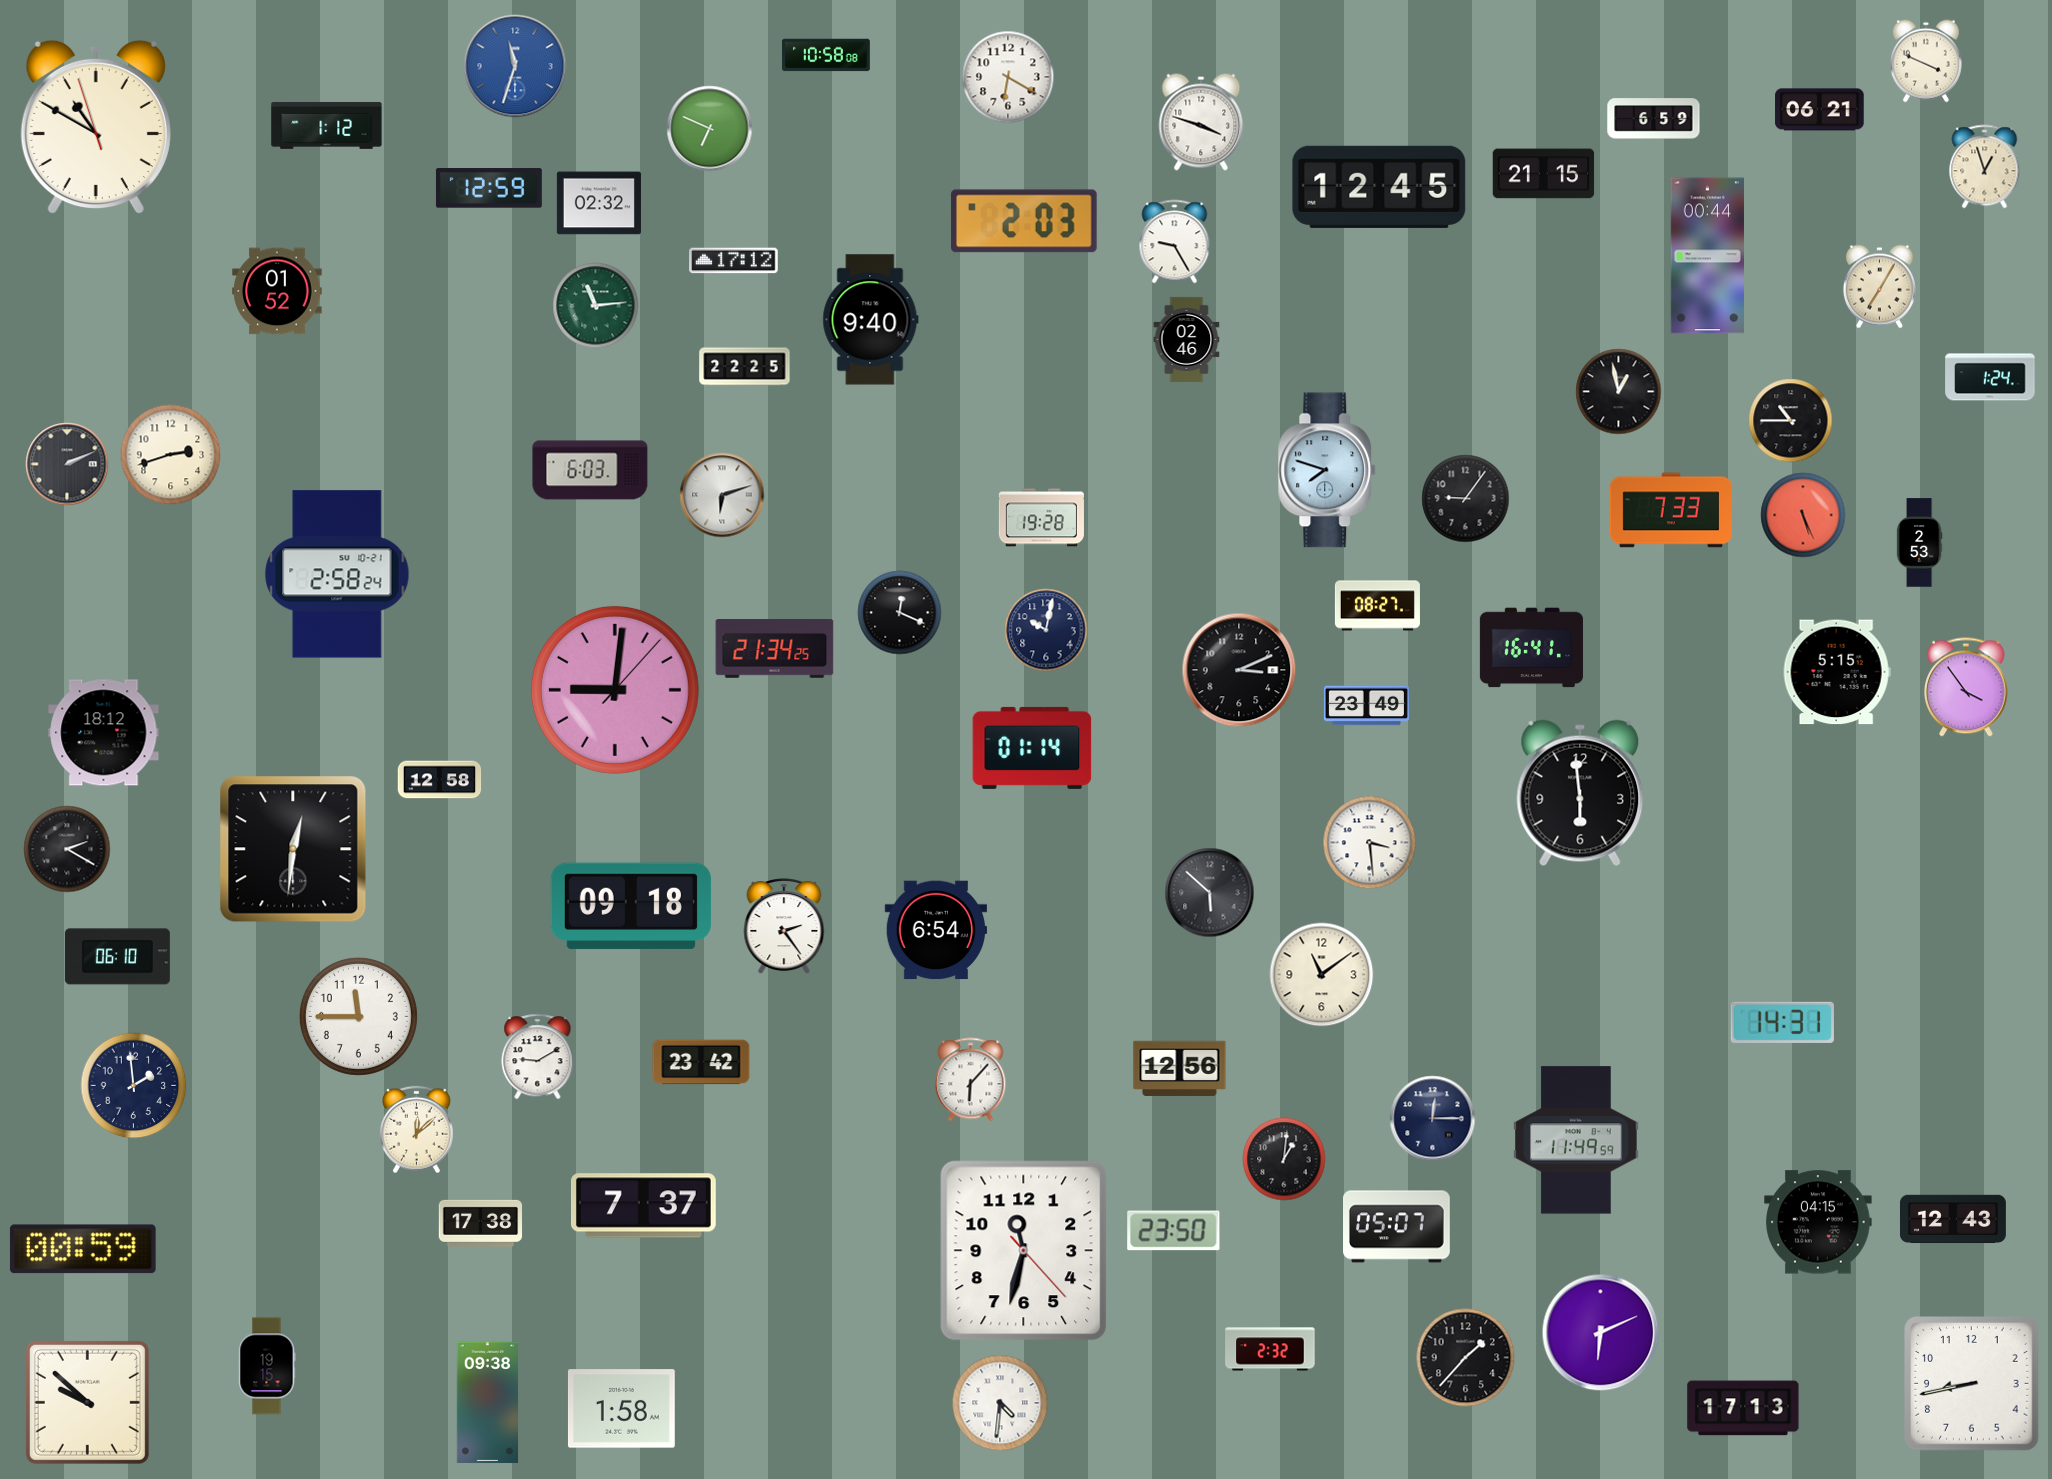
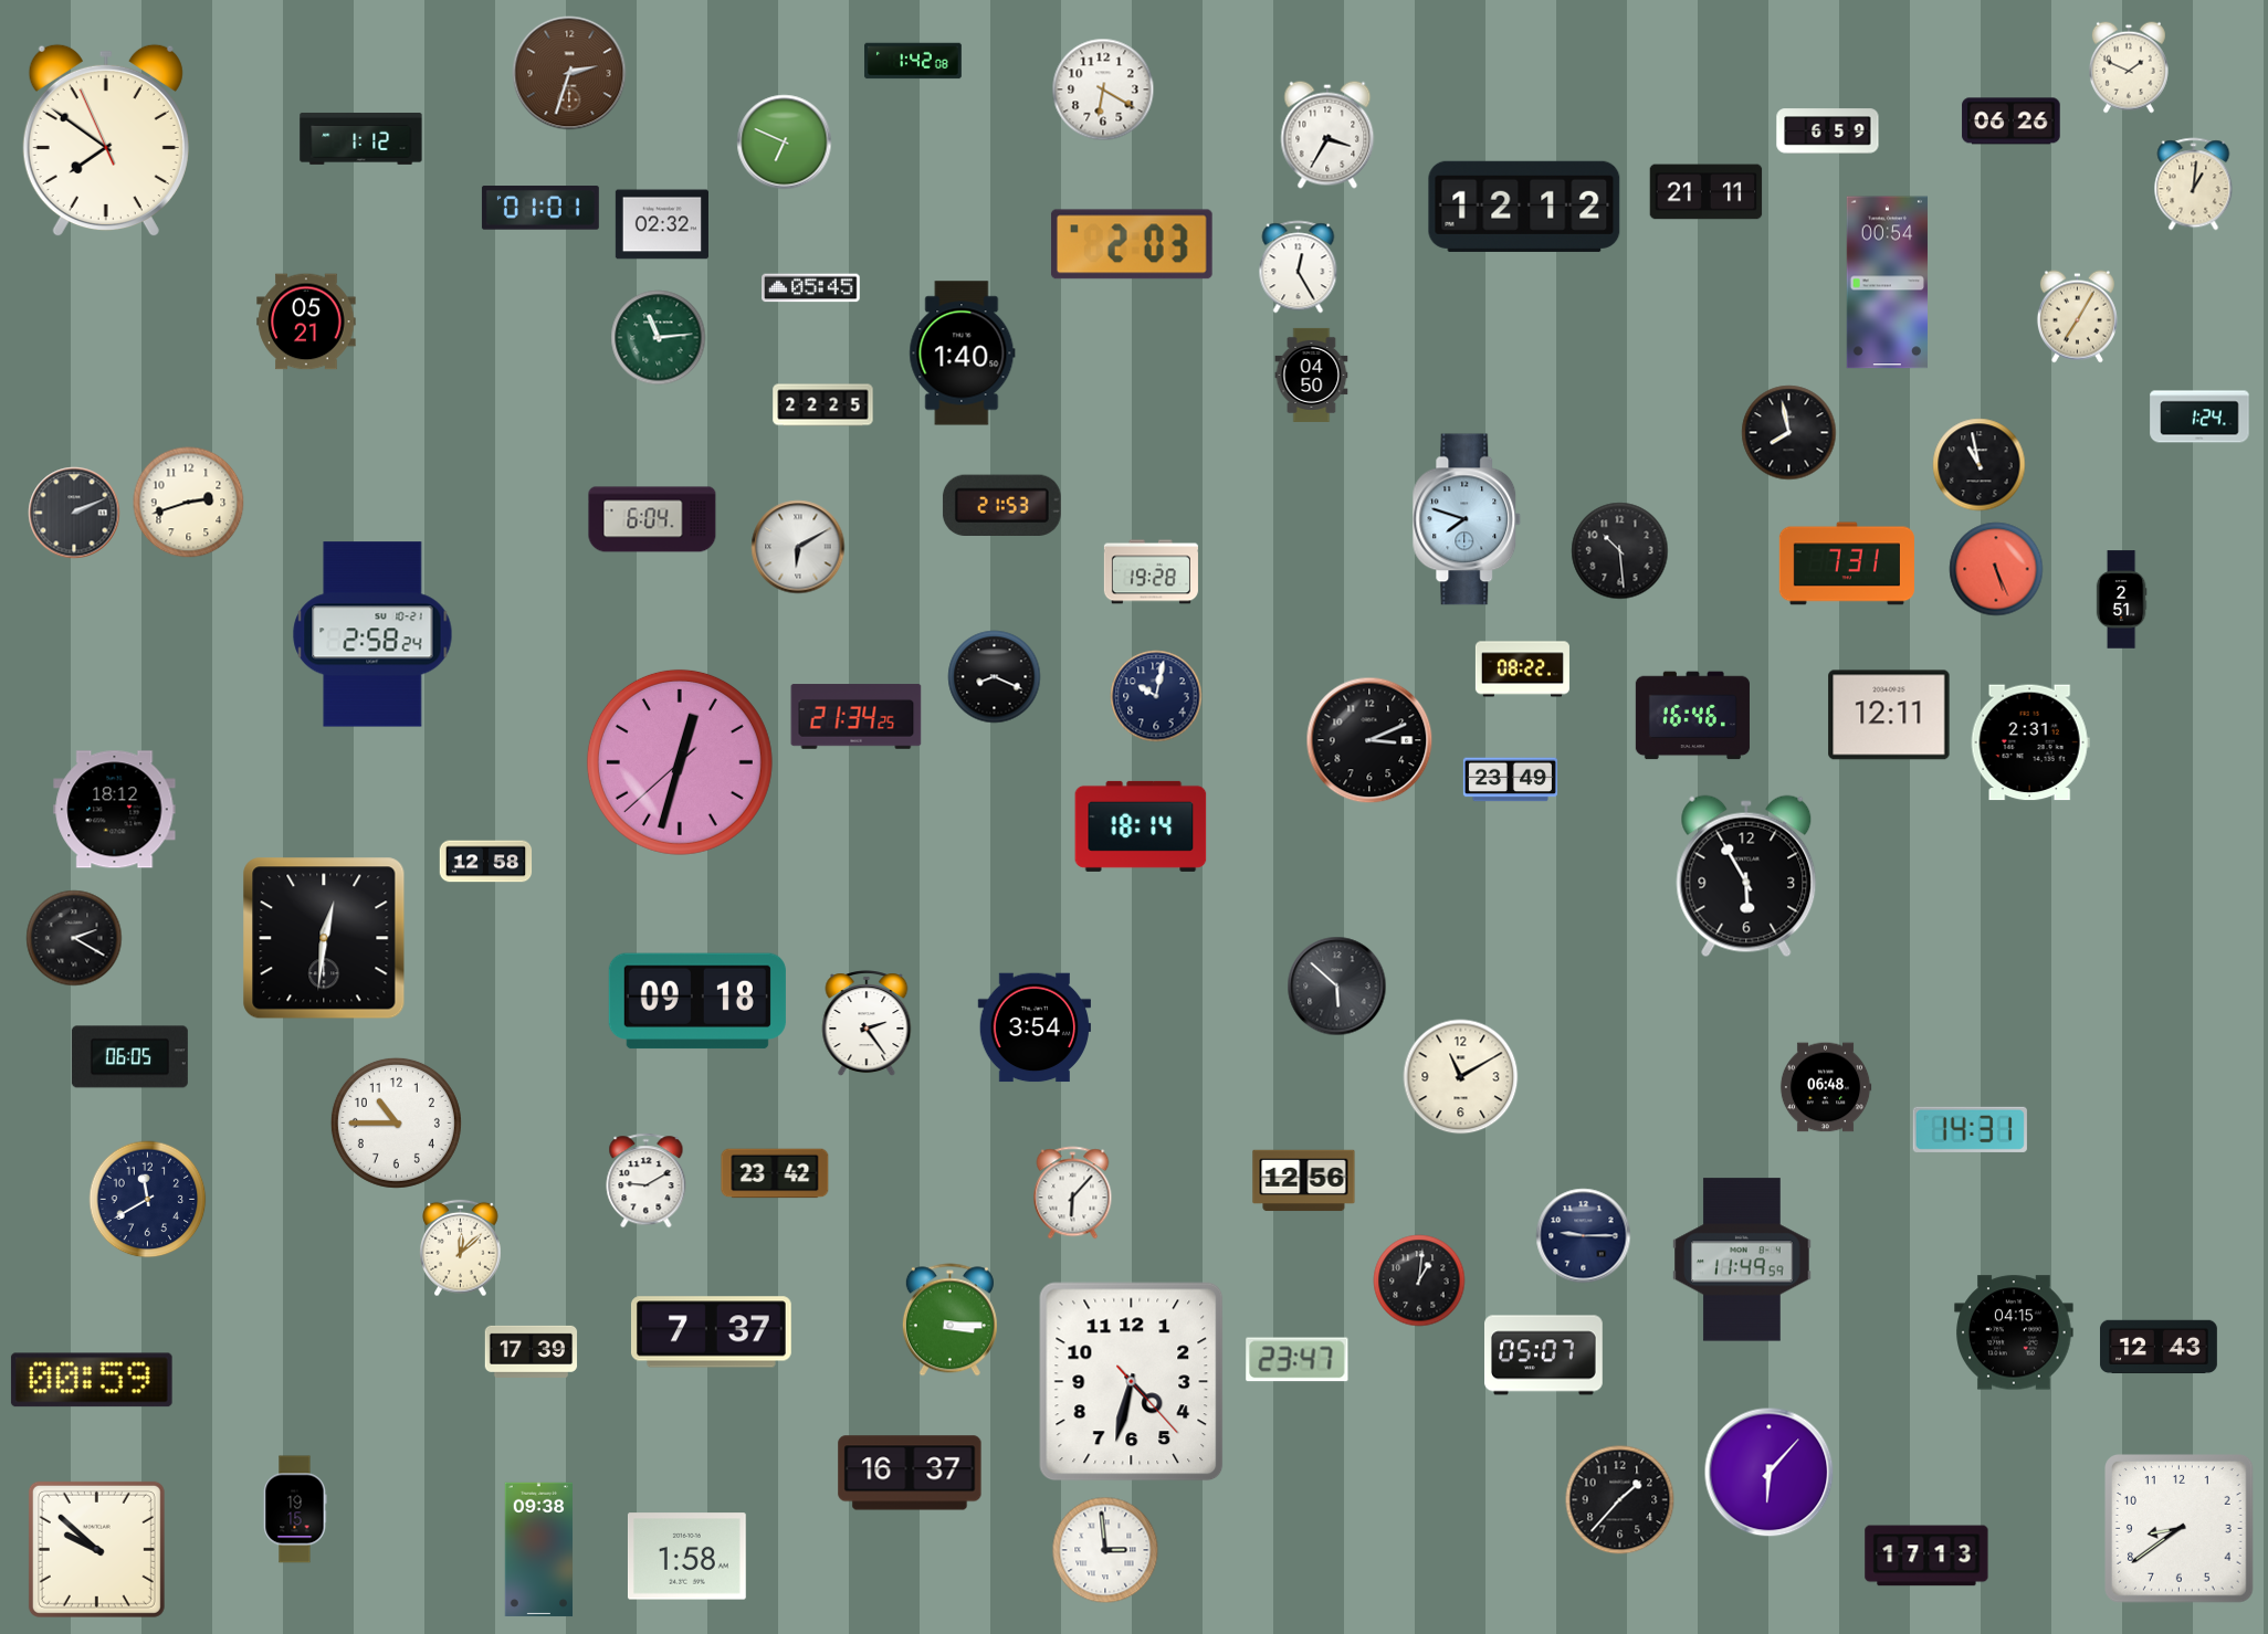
clock at (826, 55): 10:58 -> 1:42
clock at (1926, 61): 3:49 -> 1:49
clock at (515, 66): 11:33 -> 2:33
clock at (515, 66) dial: blue -> brown
clock at (1008, 77) position: (1008, 77) -> (1103, 89)
clock at (1820, 110): 06:21 -> 06:26
clock at (1201, 122): 3:48 -> 3:35
clock at (96, 127): 10:49 -> 7:50
clock at (1985, 167): 12:57 -> 1:01
clock at (1544, 174): 21:15 -> 21:11
clock at (1379, 187): 12:45 -> 12:12
clock at (489, 188): 12:59 -> 01:01
clock at (1175, 242): 9:25 -> 12:25
clock at (1707, 256): 00:44 -> 00:54
clock at (734, 261): 17:12 -> 05:45
clock at (277, 291): 01:52 -> 05:21
clock at (871, 320): 9:40 -> 1:40
clock at (1187, 339): 02:46 -> 04:50
clock at (1619, 392): 12:58 -> 7:58
clock at (1791, 421): 10:45 -> 10:58
clock at (1001, 505): none -> 21:53
clock at (590, 470): 6:03 -> 6:04
clock at (722, 495): 6:12 -> 6:10
clock at (1466, 499): 9:06 -> 10:29
clock at (1671, 510): 7:33 -> 7:31
clock at (1803, 515) position: (1803, 515) -> (1996, 569)
clock at (1919, 543): 2:53 -> 2:51
clock at (1377, 606): 08:27 -> 08:22
clock at (900, 613): 12:19 -> 8:19
clock at (1889, 715): none -> 12:11
clock at (1531, 648): 16:41 -> 16:46
clock at (1837, 672): 5:15 -> 2:31
clock at (1967, 687): 3:54 -> none
clock at (615, 690): 9:01 -> 12:32
clock at (1032, 748): 01:14 -> 18:14
clock at (1580, 793): 5:59 -> 5:55
clock at (1370, 843): 3:29 -> none
clock at (935, 930): 6:54 -> 3:54
clock at (117, 957): 06:10 -> 06:05
clock at (1322, 975): 11:09 -> 11:10
clock at (1826, 1087): none -> 06:48
clock at (358, 1016): 11:45 -> 10:45
clock at (538, 1057) position: (538, 1057) -> (647, 1181)
clock at (134, 1086): 1:59 -> 11:40
clock at (1433, 1119): 12:15 -> 9:15
clock at (949, 1320): none -> 3:15
clock at (1818, 1222) position: (1818, 1222) -> (2014, 1332)
clock at (481, 1223): 17:38 -> 17:39
clock at (1174, 1231): 23:50 -> 23:47
clock at (1024, 1251): 11:32 -> 4:32
clock at (910, 1473): none -> 16:37
clock at (1601, 1333): 6:11 -> 6:07
clock at (1270, 1349): 2:32 -> none
clock at (1972, 1384): 8:43 -> 8:39
clock at (1000, 1403): 4:31 -> 2:59
